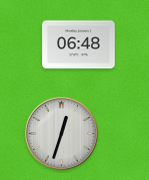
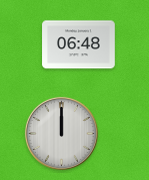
clock at (61, 133): 12:33 -> 12:00
